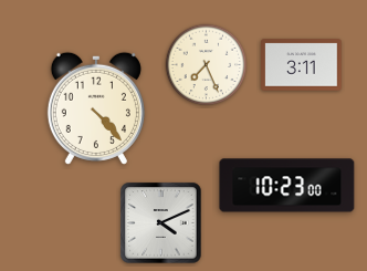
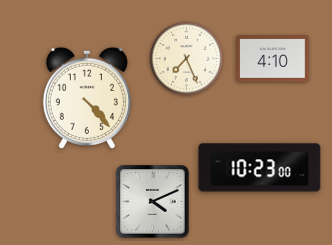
clock at (302, 65): 3:11 -> 4:10
clock at (161, 223) position: (161, 223) -> (153, 202)
